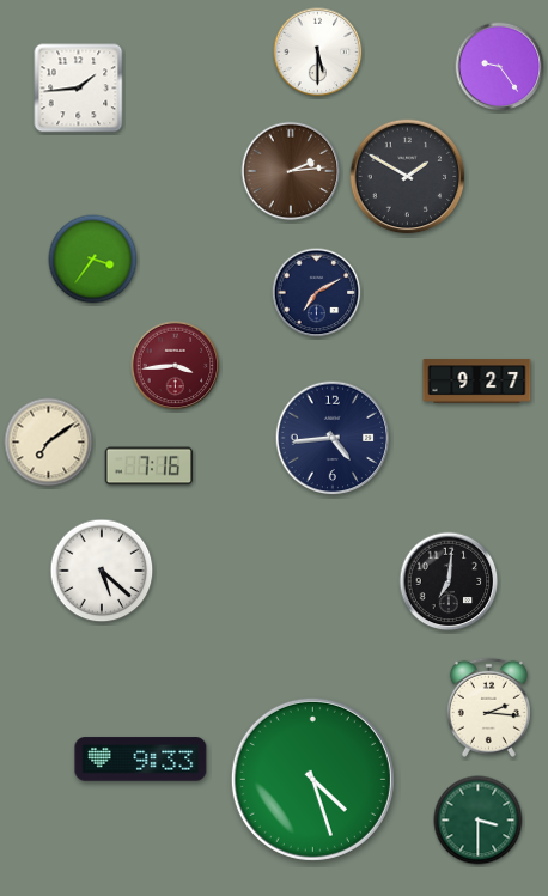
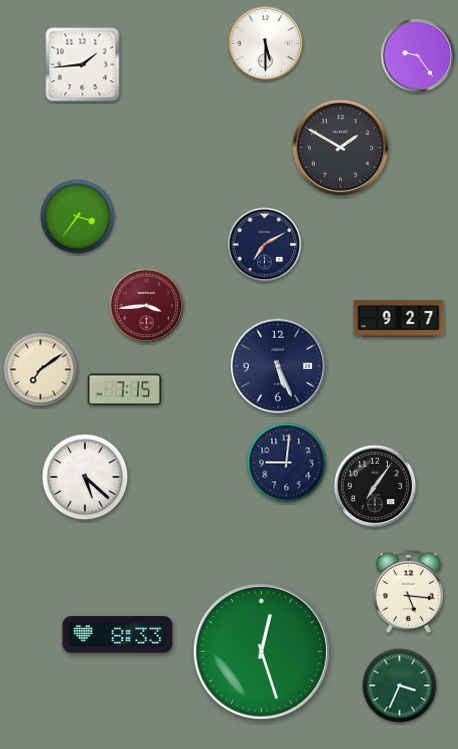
clock at (79, 89) position: (79, 89) -> (83, 65)
clock at (291, 171): 2:14 -> none
clock at (333, 438): 4:44 -> 5:26
clock at (150, 467): 7:16 -> 7:15
clock at (287, 463): none -> 9:01
clock at (449, 581): 7:01 -> 7:06
clock at (488, 707): 2:16 -> 5:16
clock at (141, 760): 9:33 -> 8:33
clock at (312, 779): 4:27 -> 12:27
clock at (479, 821): 3:30 -> 3:34
